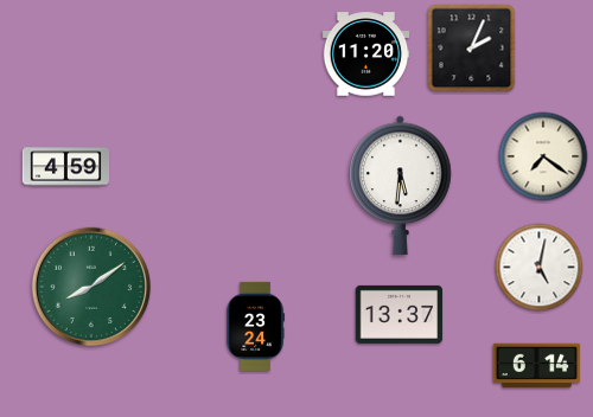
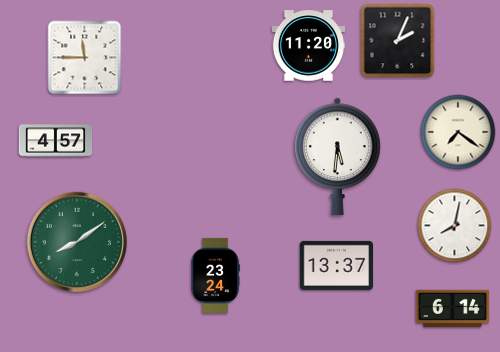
clock at (85, 58): none -> 11:45
clock at (66, 167): 4:59 -> 4:57
clock at (540, 268): 5:02 -> 8:02
